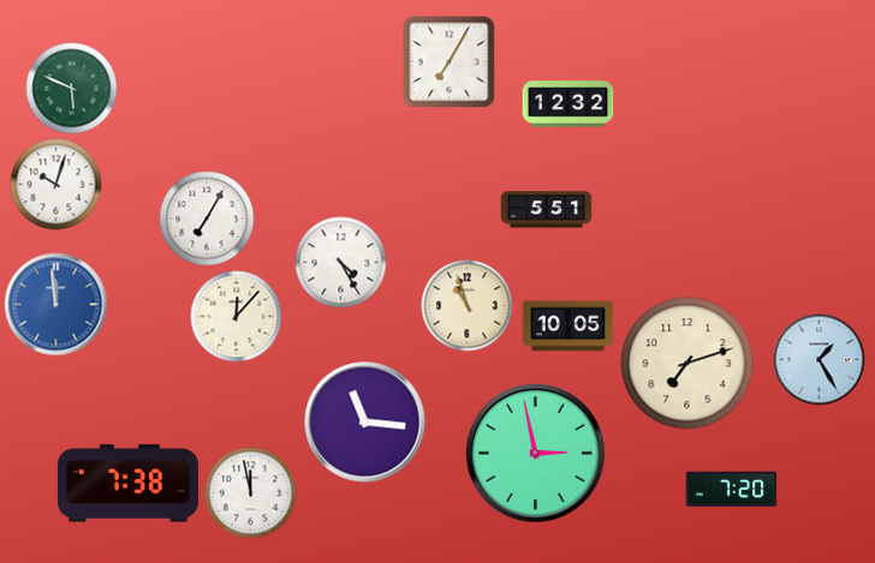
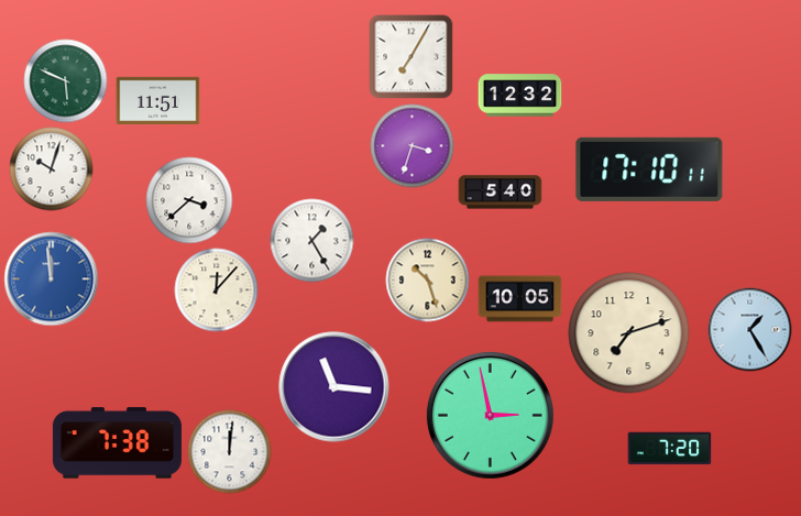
clock at (158, 100): none -> 11:51
clock at (413, 146): none -> 3:33
clock at (649, 169): none -> 17:10
clock at (547, 210): 5:51 -> 5:40
clock at (207, 218): 7:05 -> 3:38
clock at (341, 263): 4:25 -> 1:25
clock at (468, 306): 10:57 -> 10:27
clock at (251, 493): 11:58 -> 12:01
